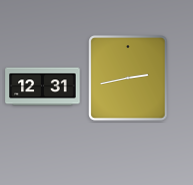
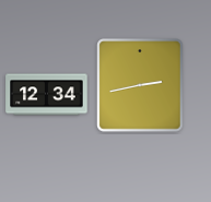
clock at (43, 87): 12:31 -> 12:34
